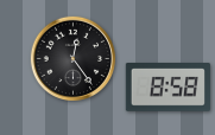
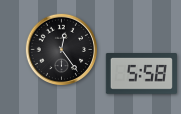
clock at (167, 88): 8:58 -> 5:58
